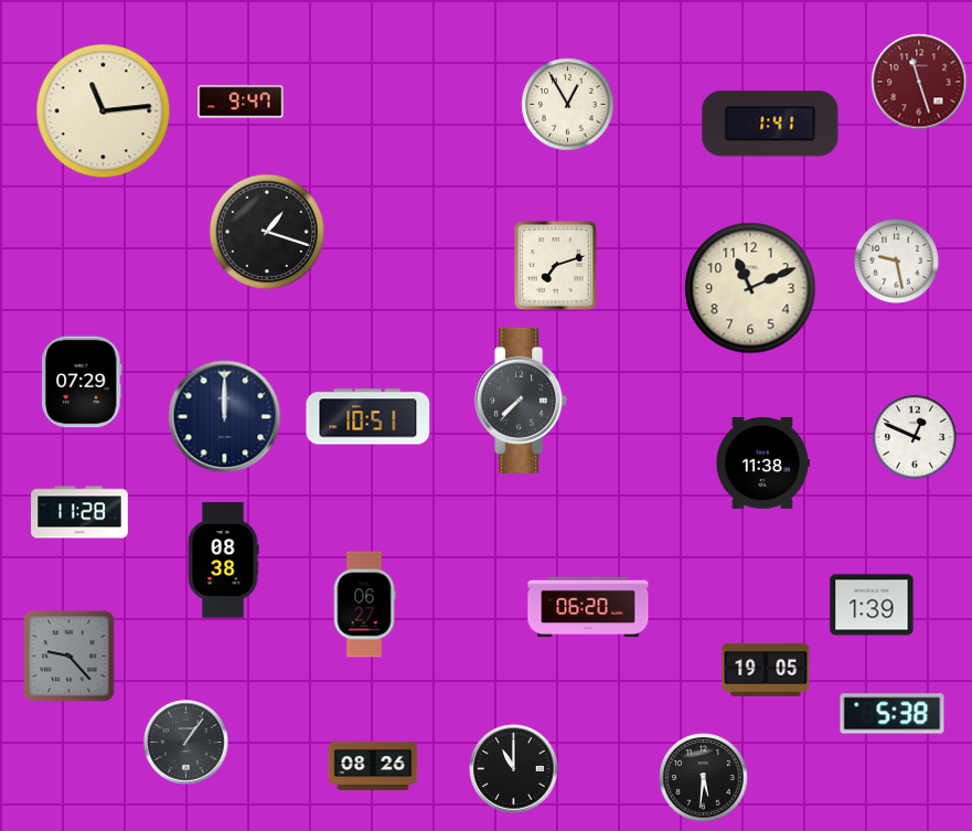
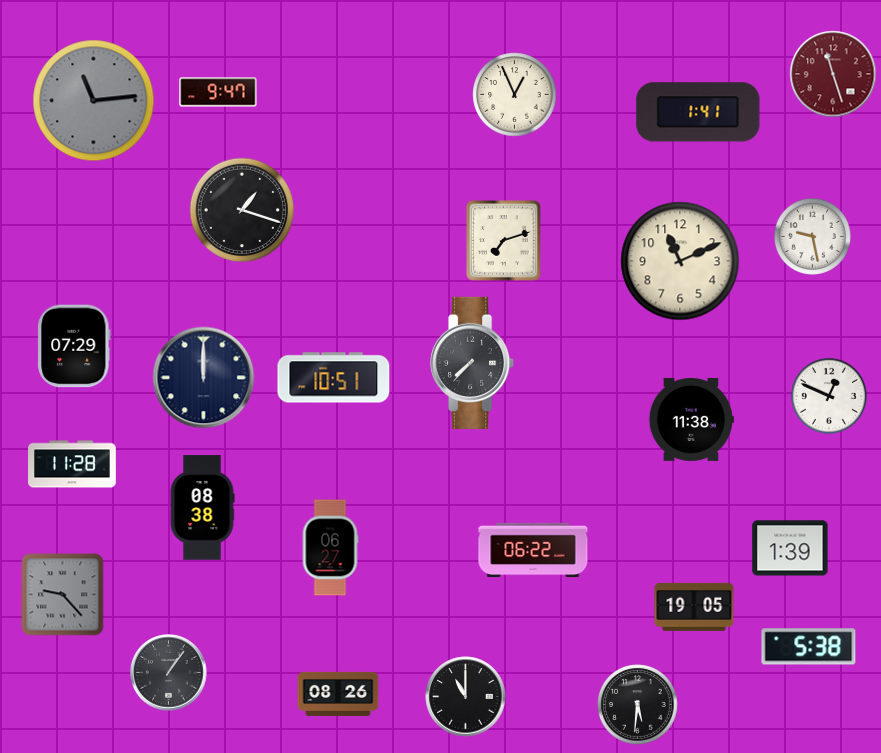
clock at (568, 105): 12:55 -> 12:56
clock at (104, 111) dial: cream -> grey
clock at (588, 607): 06:20 -> 06:22
